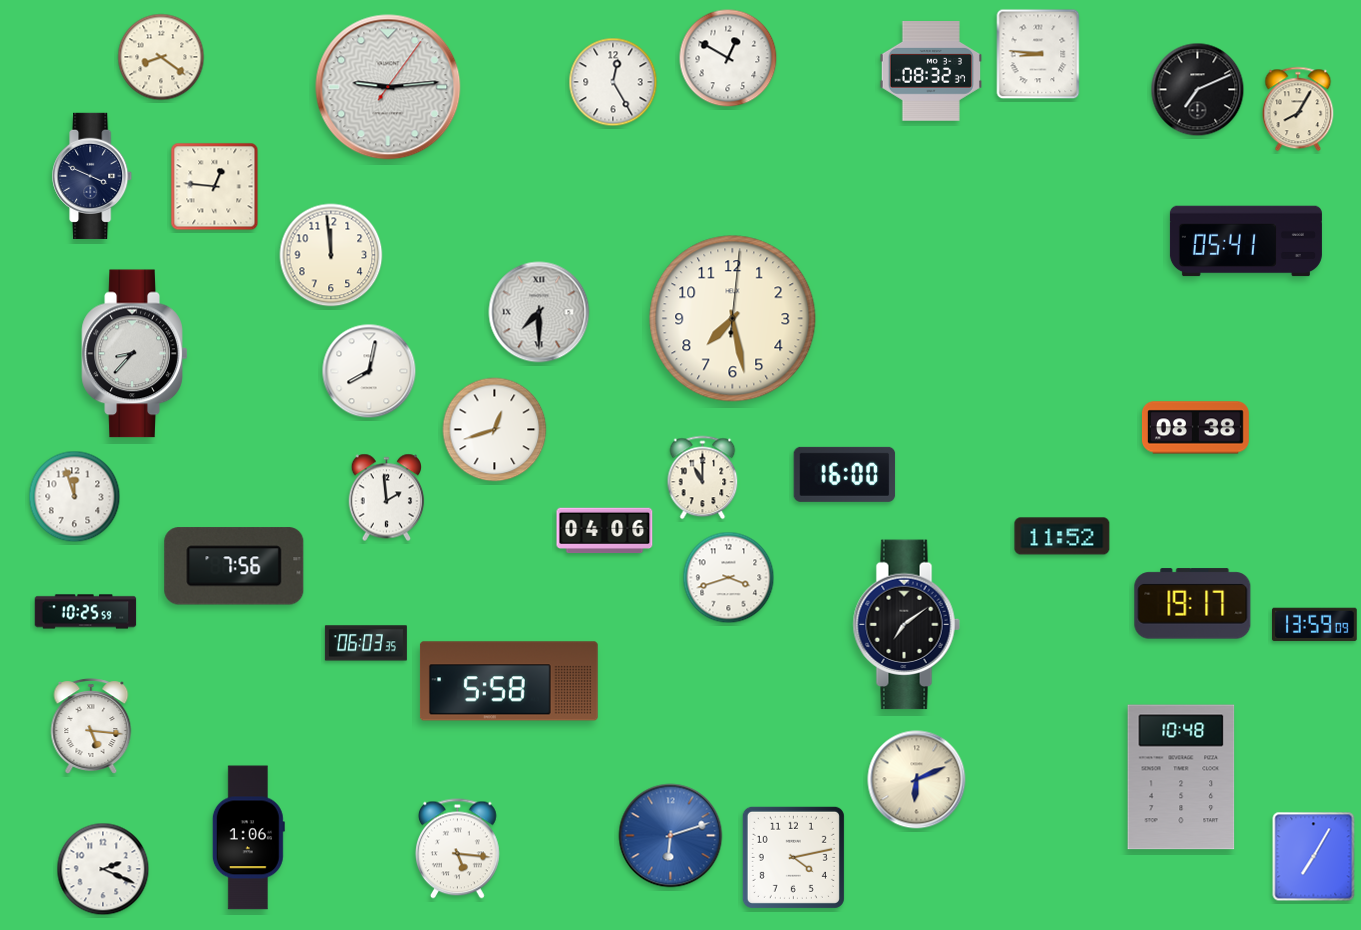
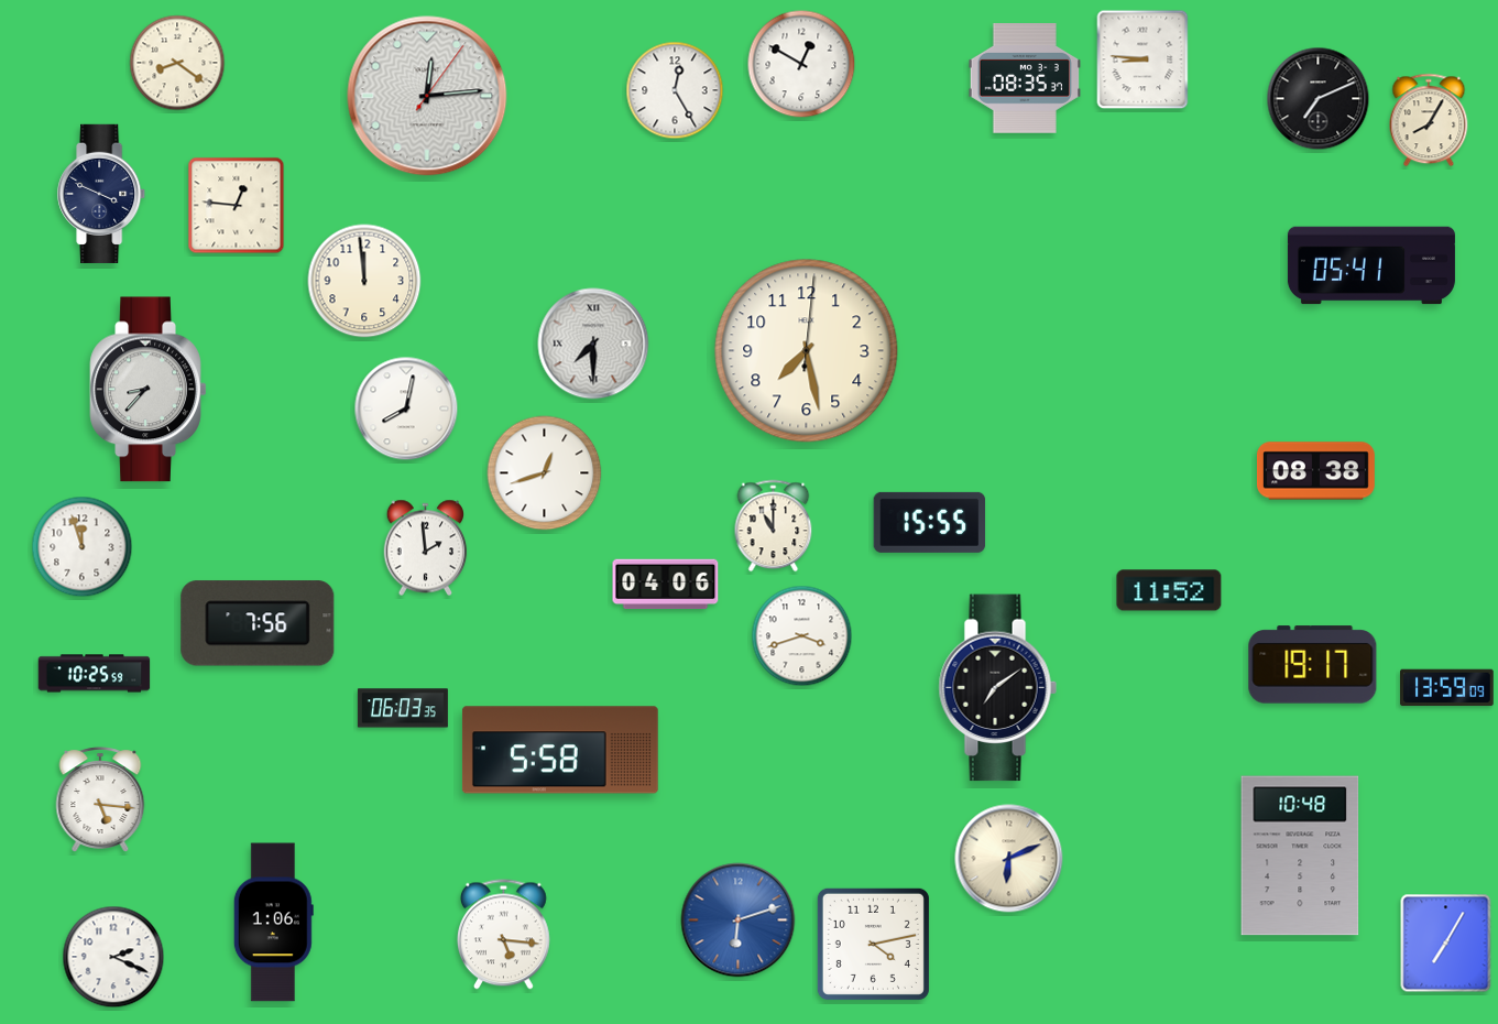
clock at (930, 72): 08:32 -> 08:35
clock at (388, 87): 9:14 -> 12:14
clock at (845, 474): 16:00 -> 15:55
